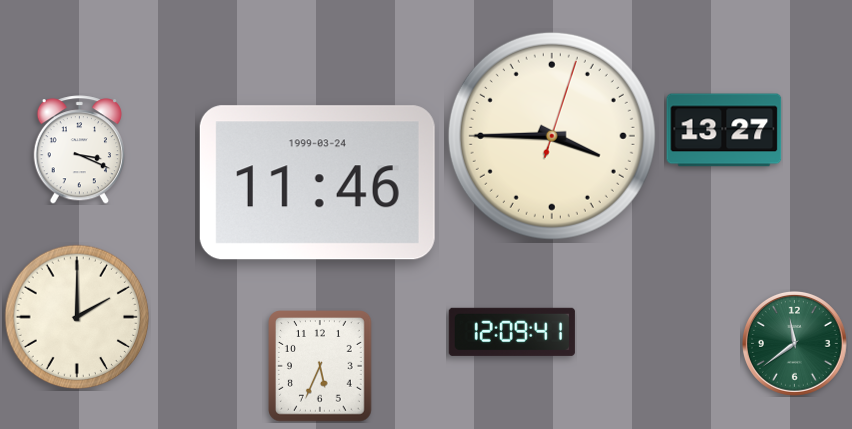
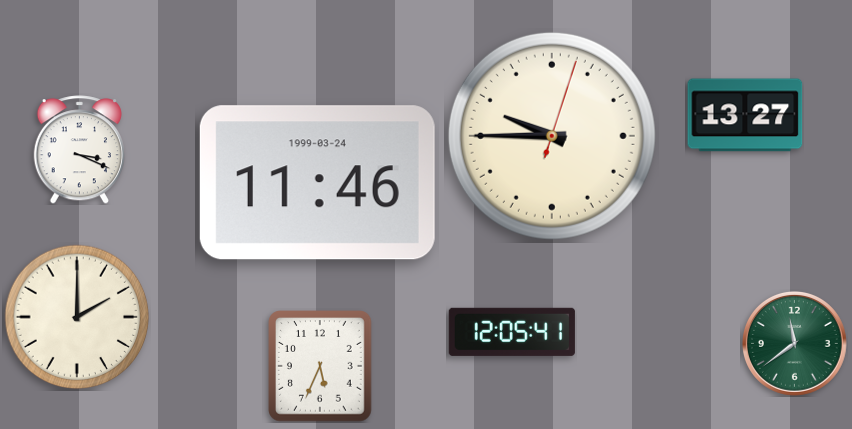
clock at (724, 130) position: (724, 130) -> (745, 115)
clock at (552, 136): 3:45 -> 9:45
clock at (512, 332): 12:09 -> 12:05
